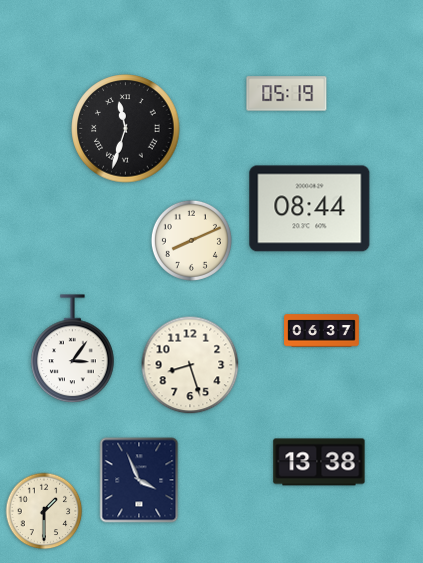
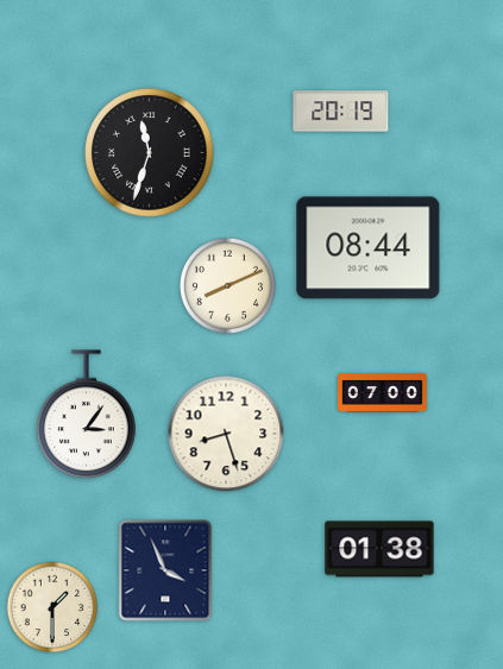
clock at (287, 94): 05:19 -> 20:19
clock at (322, 331): 06:37 -> 07:00
clock at (319, 462): 13:38 -> 01:38
